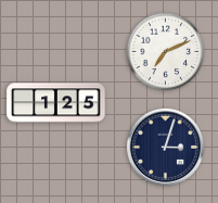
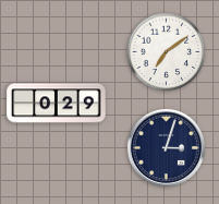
clock at (166, 52): 7:11 -> 7:09
clock at (56, 103): 1:25 -> 0:29
